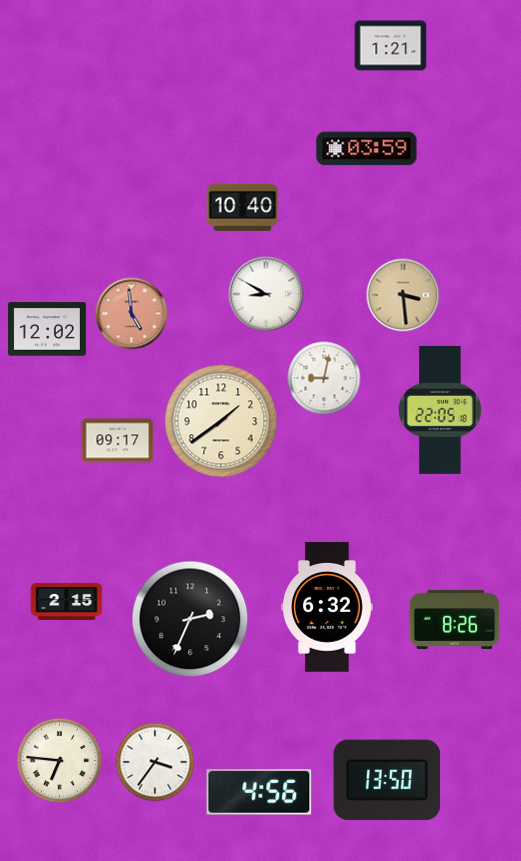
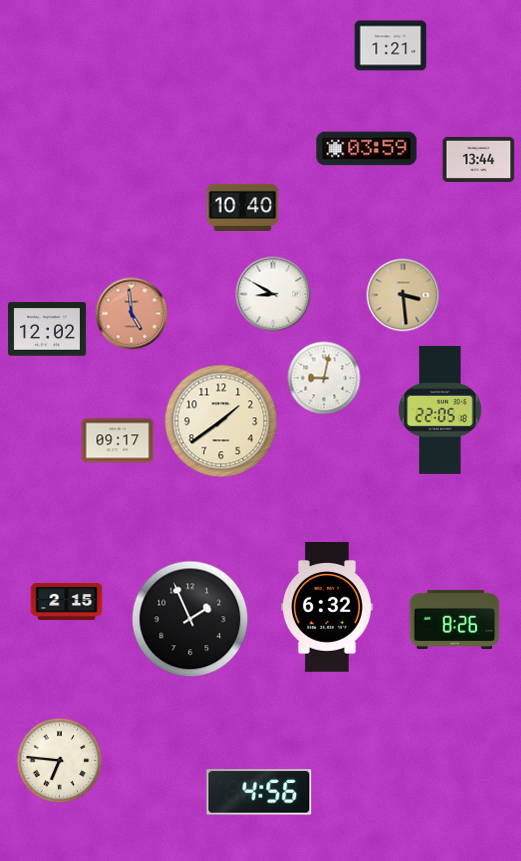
clock at (479, 159): none -> 13:44
clock at (266, 294) position: (266, 294) -> (273, 294)
clock at (190, 619): 2:34 -> 1:56
clock at (155, 762): 3:36 -> none
clock at (387, 780): 13:50 -> none
